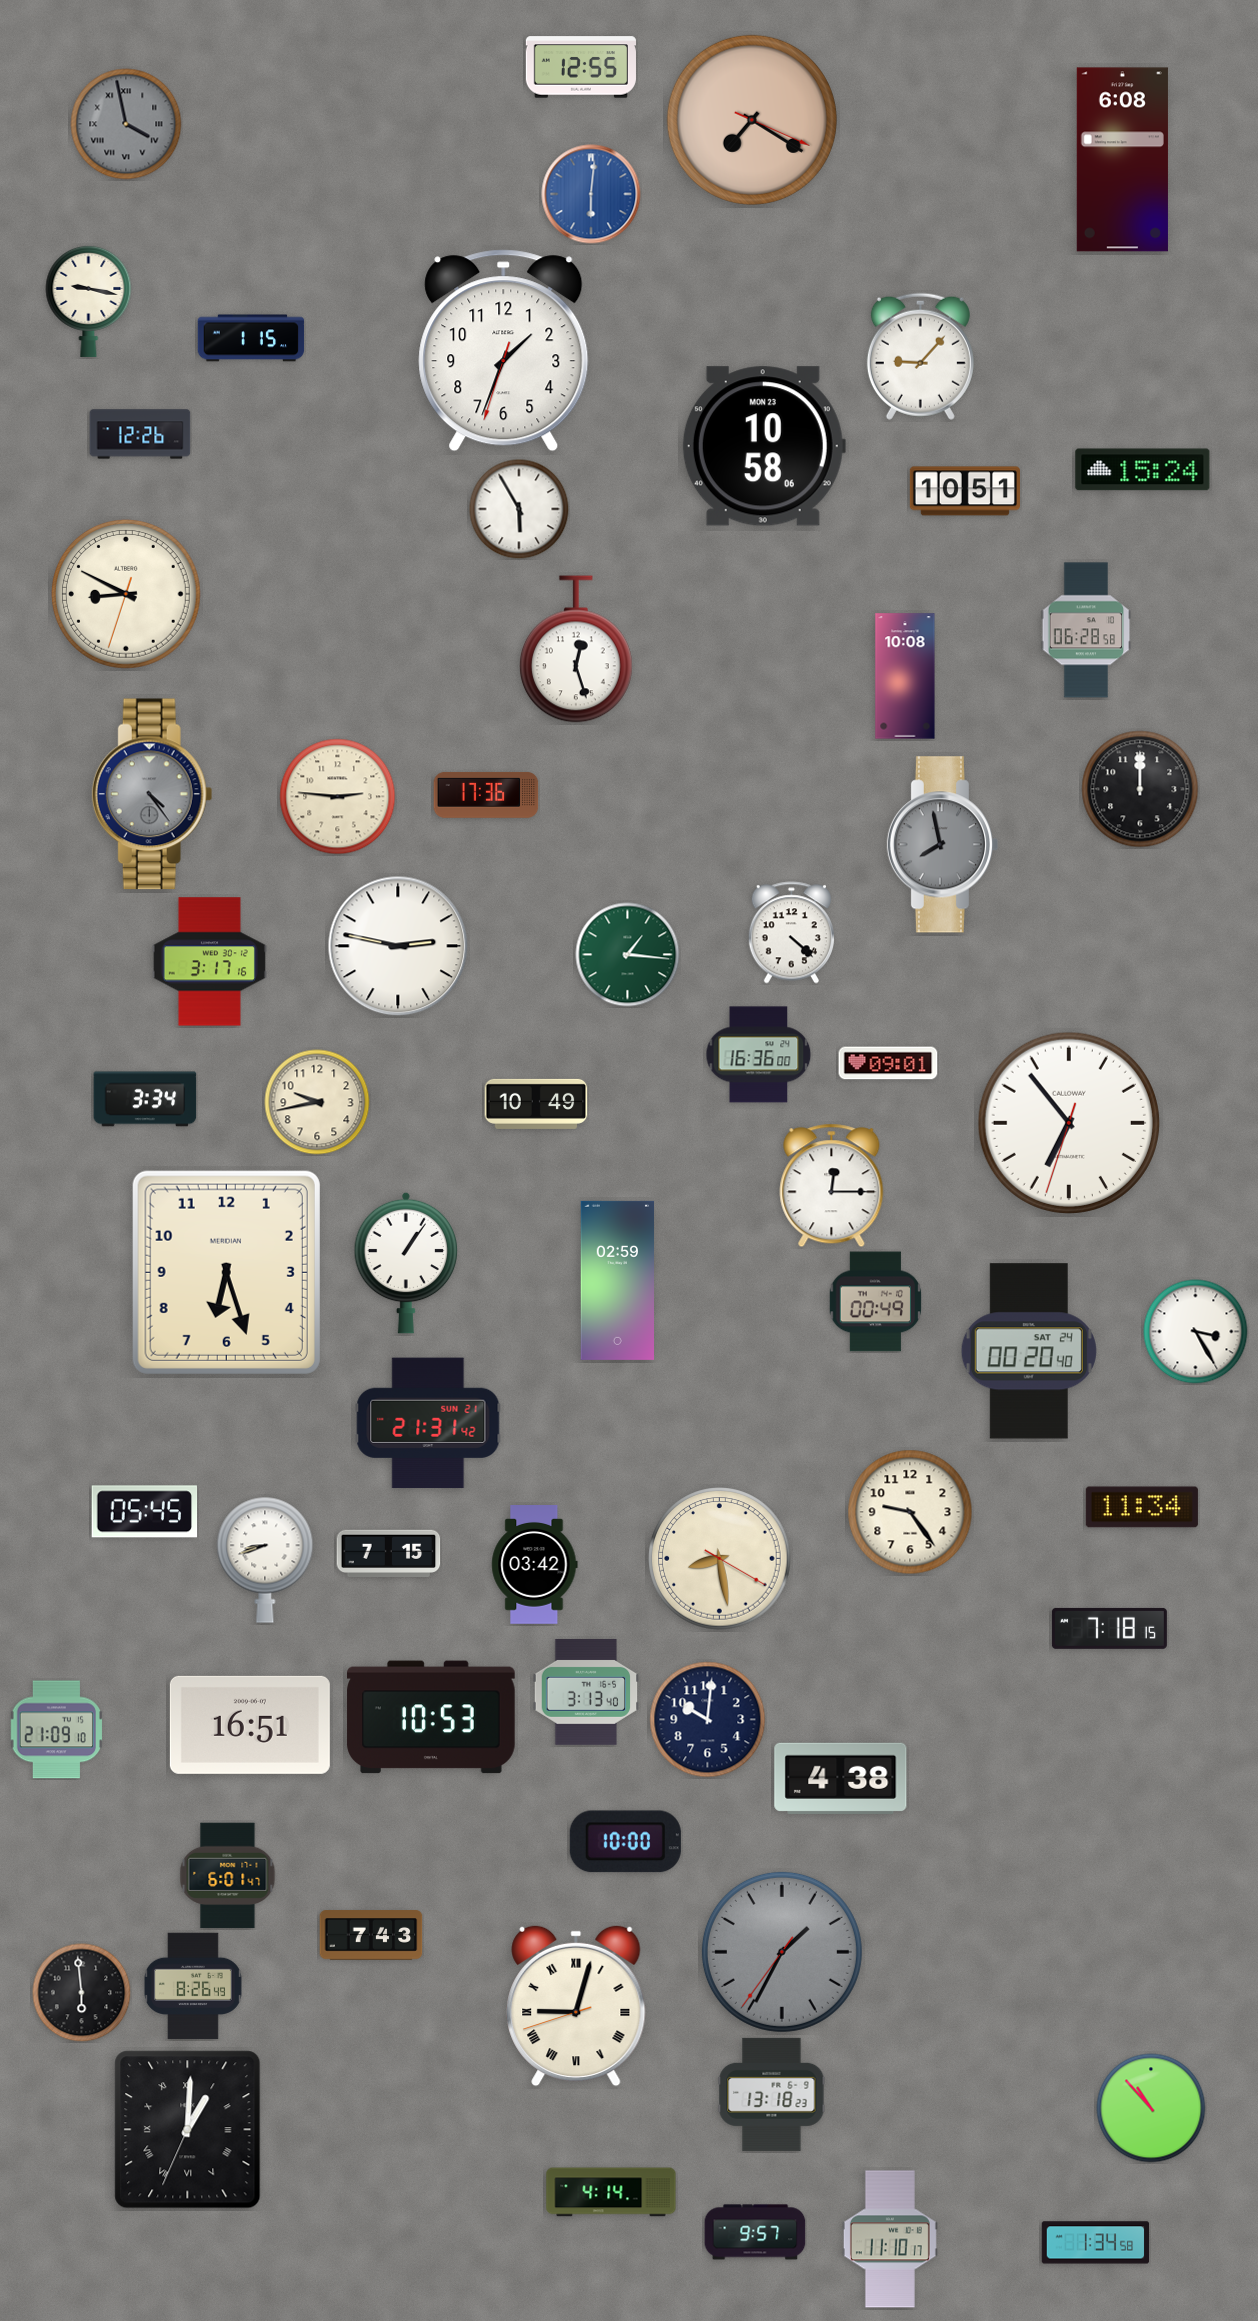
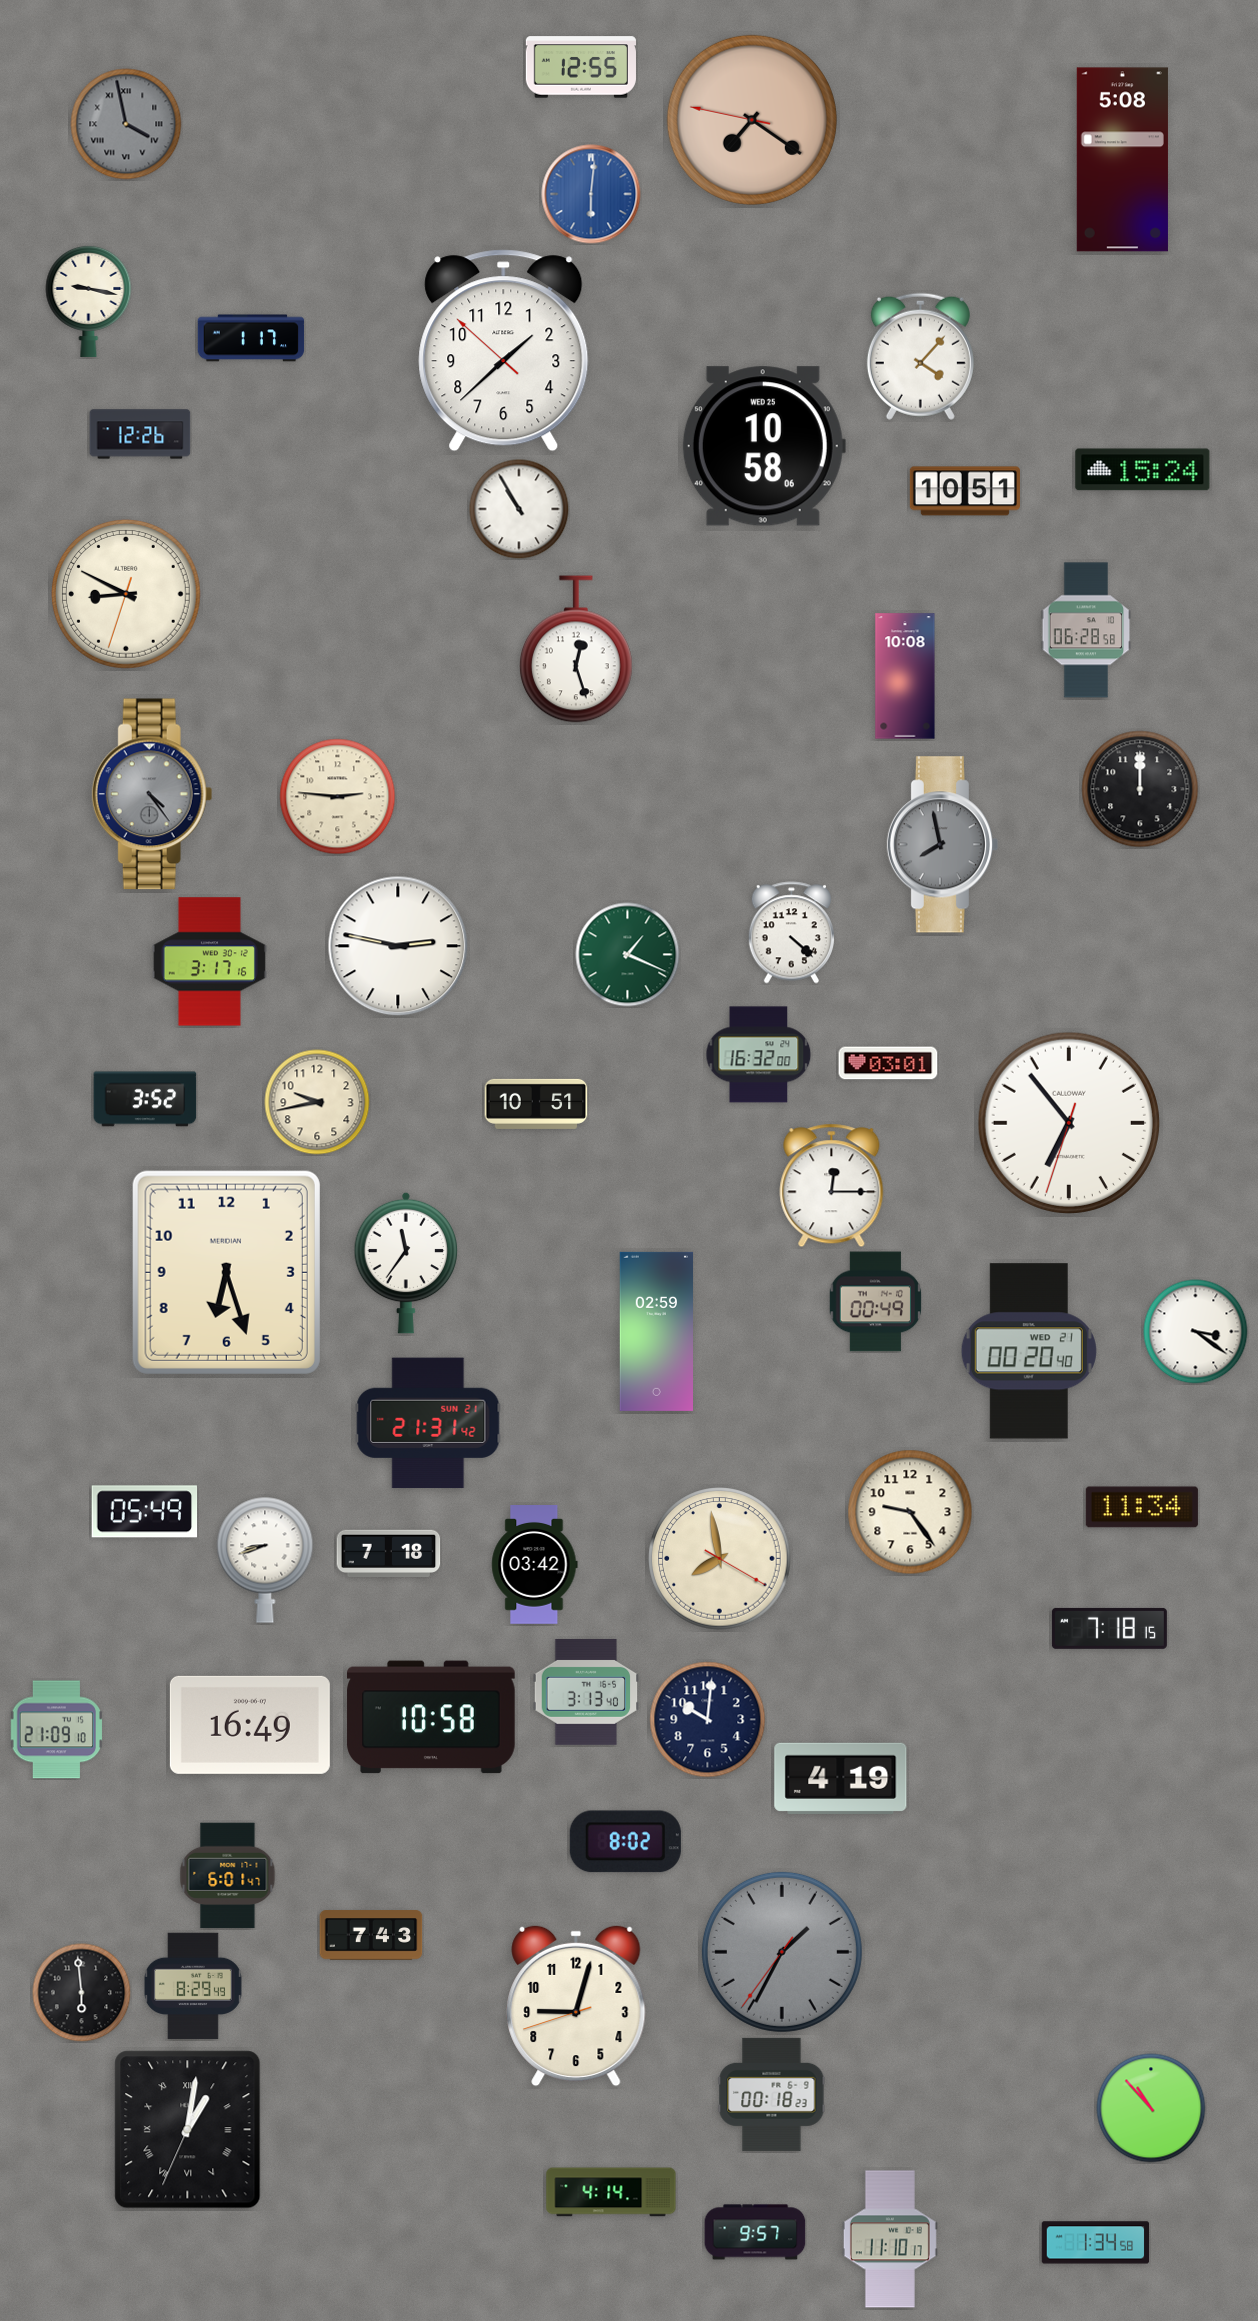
clock at (752, 120): 7:20:19 -> 7:20:47
clock at (1122, 160): 6:08 -> 5:08
clock at (251, 338): 1:15 -> 1:17
clock at (504, 351): 1:33 -> 1:37
clock at (920, 356): 9:07 -> 4:07
clock at (764, 446) date: MON 23 -> WED 25
clock at (519, 509): 5:55 -> 10:55
clock at (486, 795): 17:36 -> none
clock at (628, 955): 1:16 -> 1:19
clock at (759, 1055): 16:36 -> 16:32
clock at (888, 1063): 09:01 -> 03:01
clock at (145, 1099): 3:34 -> 3:52
clock at (536, 1104): 10:49 -> 10:51
clock at (406, 1263): 1:06 -> 11:36
clock at (618, 1280) position: (618, 1280) -> (657, 1331)
clock at (1196, 1332): 3:25 -> 3:21
clock at (1029, 1351) date: SAT 24 -> WED 21
clock at (145, 1512): 05:45 -> 05:49
clock at (389, 1553): 7:15 -> 7:18
clock at (720, 1559): 8:28 -> 7:58
clock at (431, 1717): 10:53 -> 10:58
clock at (250, 1725): 16:51 -> 16:49
clock at (841, 1778): 4:38 -> 4:19
clock at (625, 1842): 10:00 -> 8:02
clock at (193, 1986): 8:26 -> 8:29
clock at (576, 2006) numerals: Roman -> Arabic
clock at (772, 2094): 13:18 -> 00:18
clock at (188, 2130): 1:00 -> 1:01
